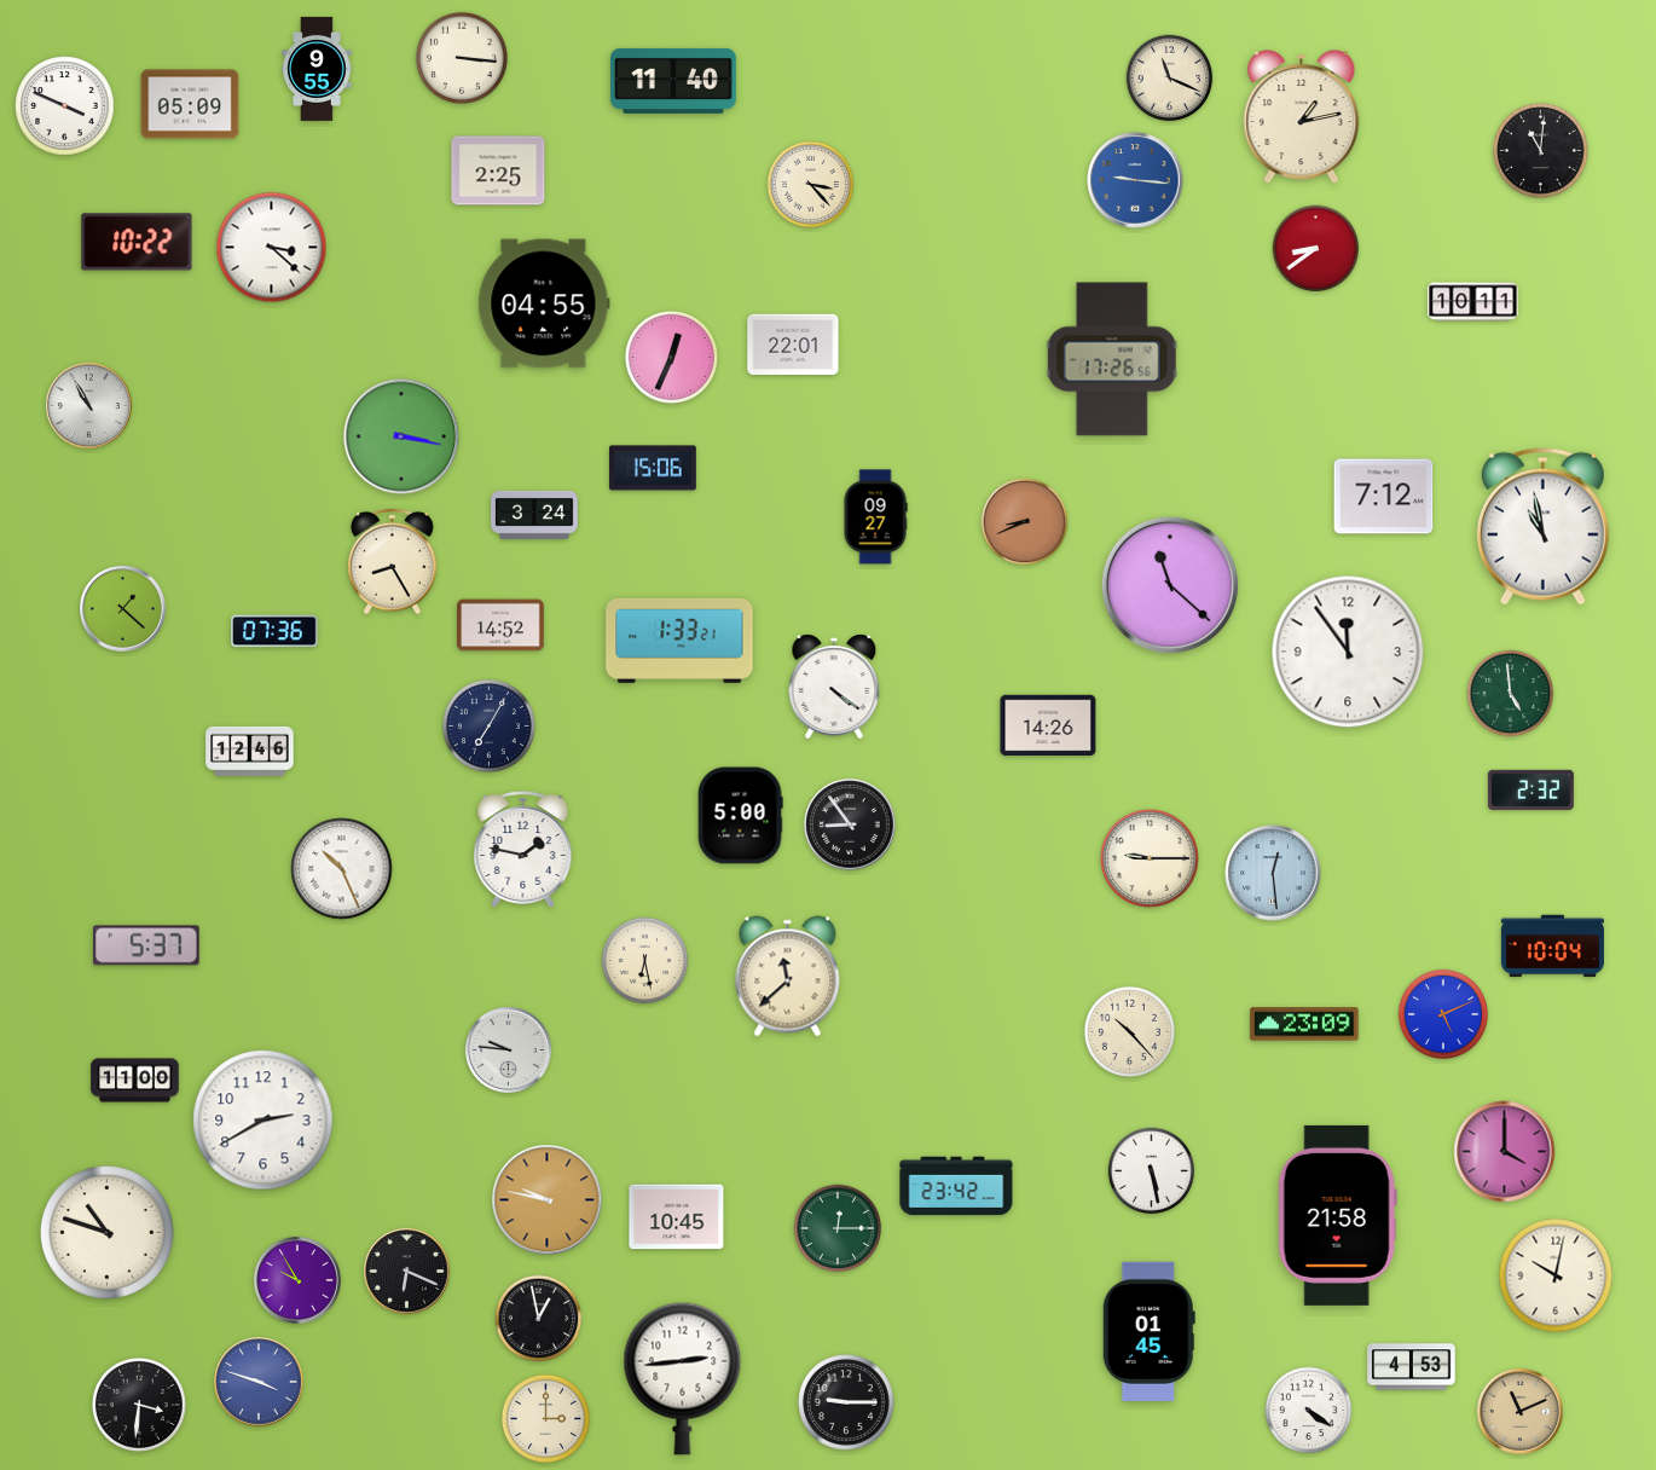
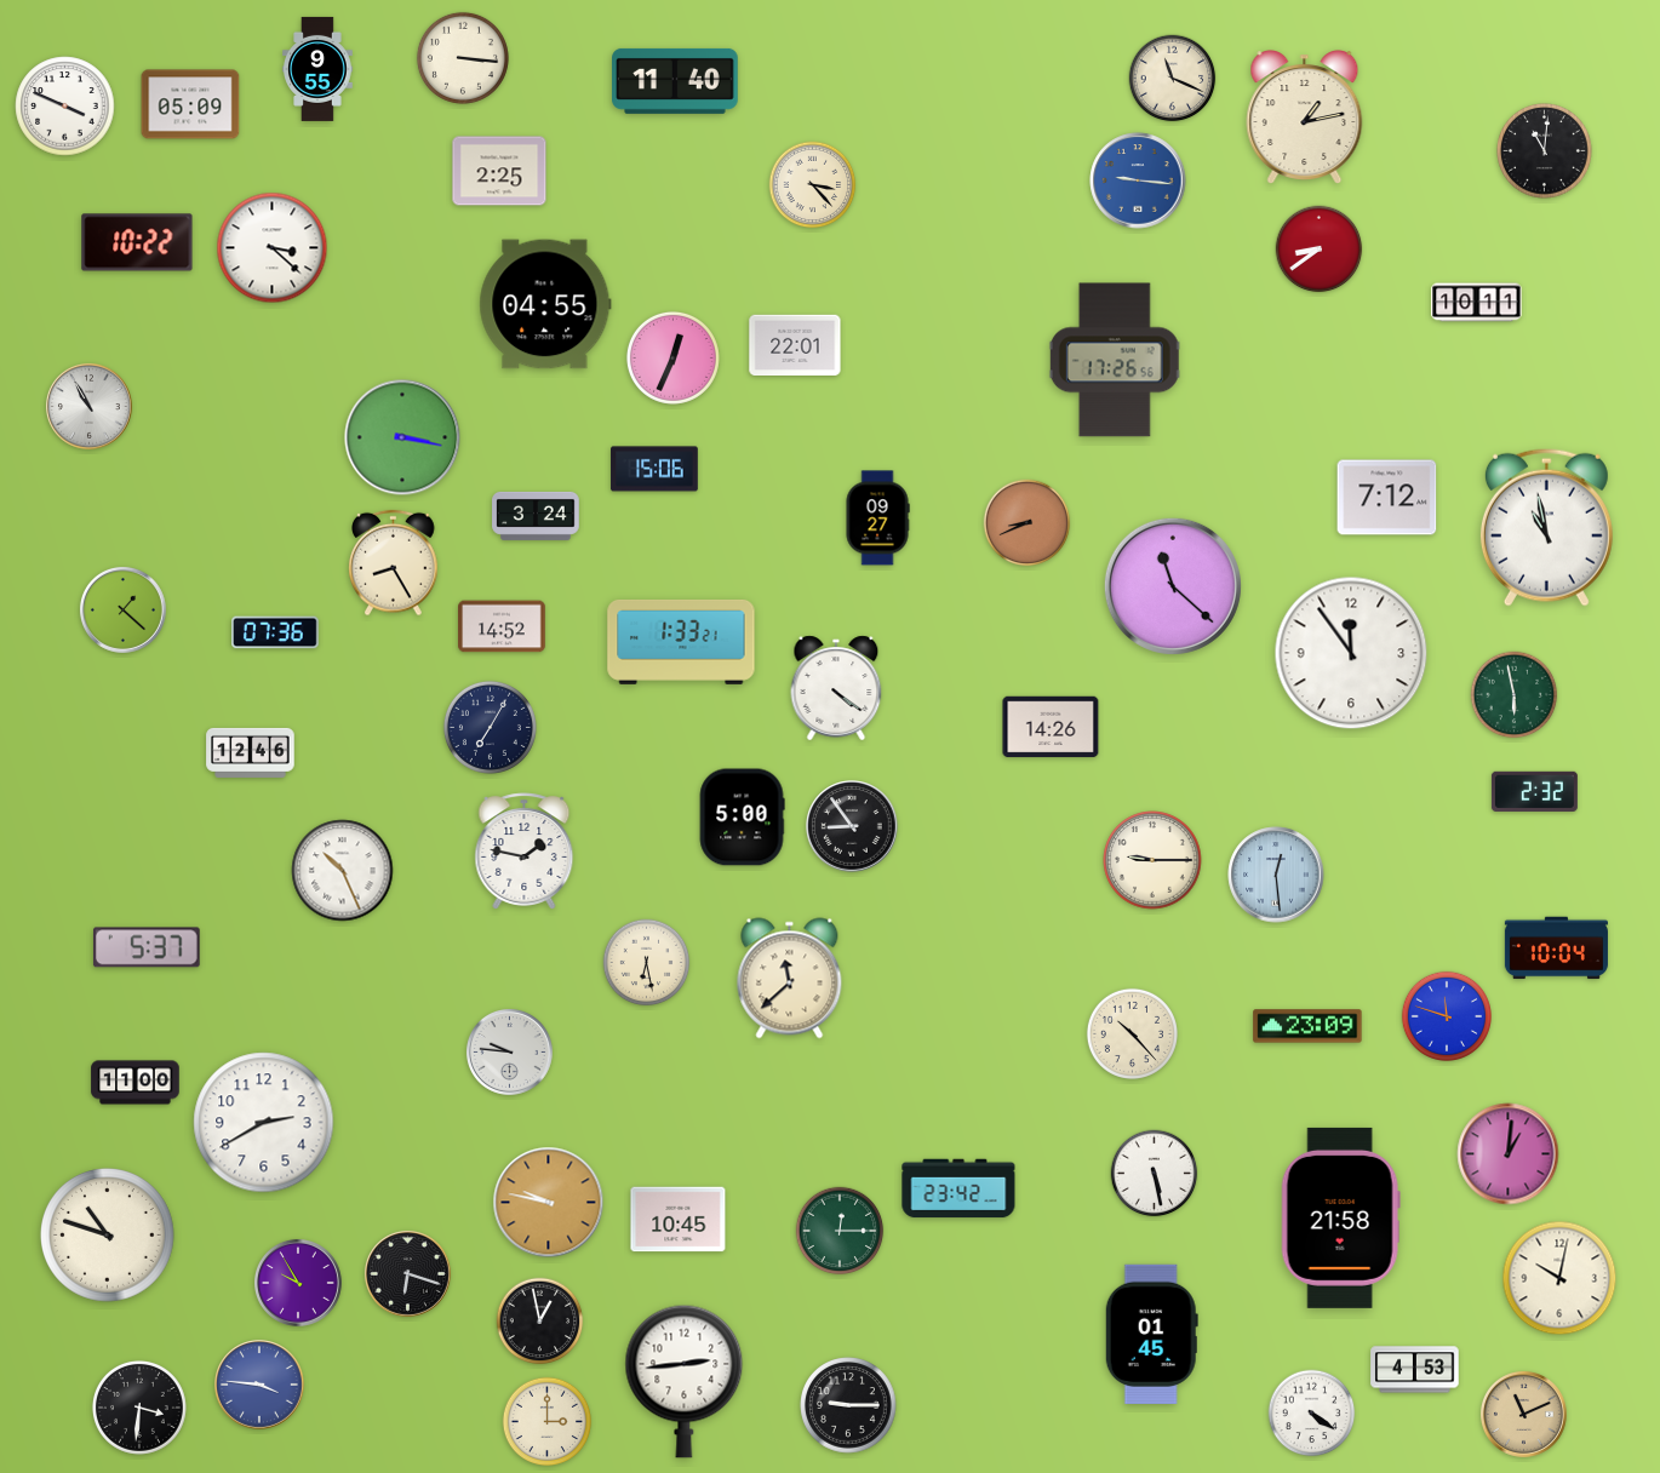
clock at (1511, 694): 4:59 -> 5:58
clock at (1442, 1013): 5:11 -> 11:48
clock at (1505, 1152): 4:00 -> 1:01
clock at (406, 1271): 6:19 -> 6:18
clock at (259, 1382): 3:48 -> 3:46
